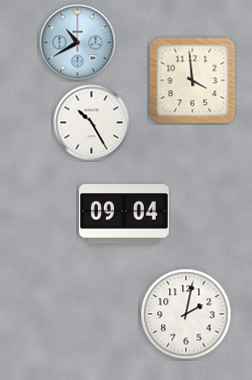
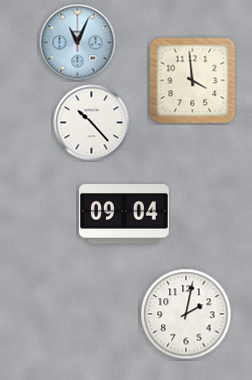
clock at (78, 43): 10:40 -> 11:04
clock at (92, 123): 10:25 -> 10:23
